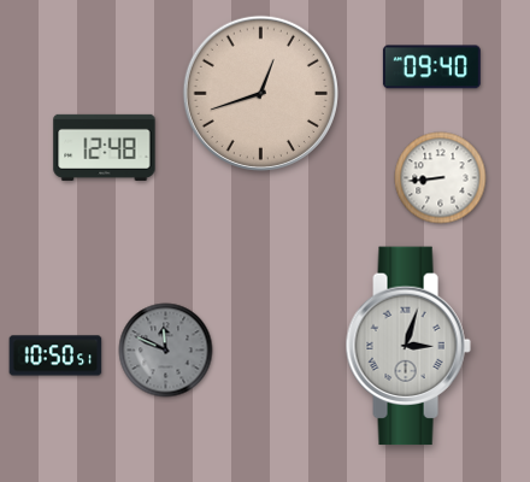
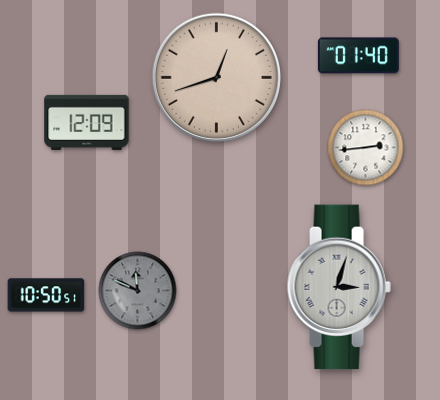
clock at (431, 67): 09:40 -> 01:40
clock at (105, 147): 12:48 -> 12:09
clock at (441, 178): 8:44 -> 2:44
